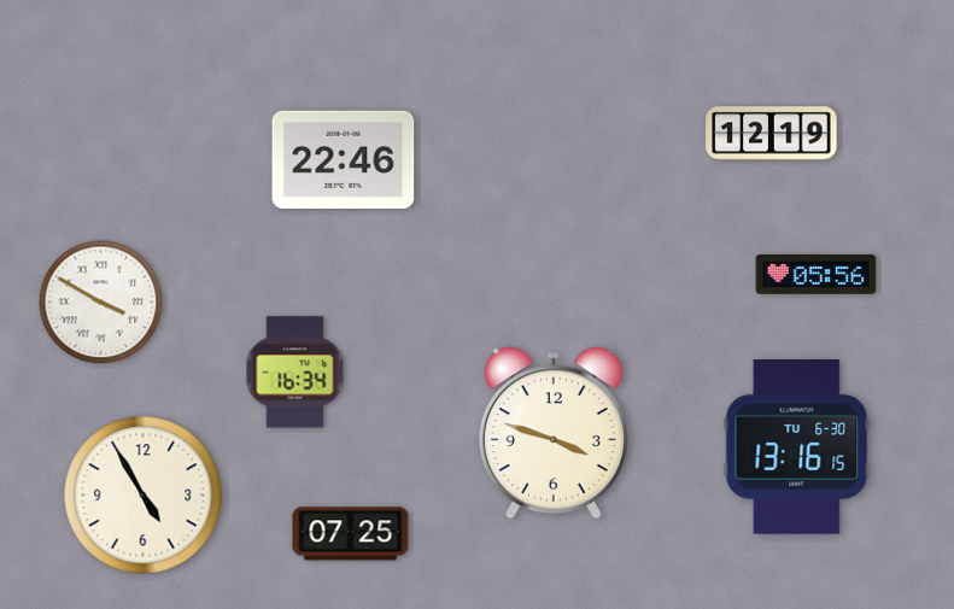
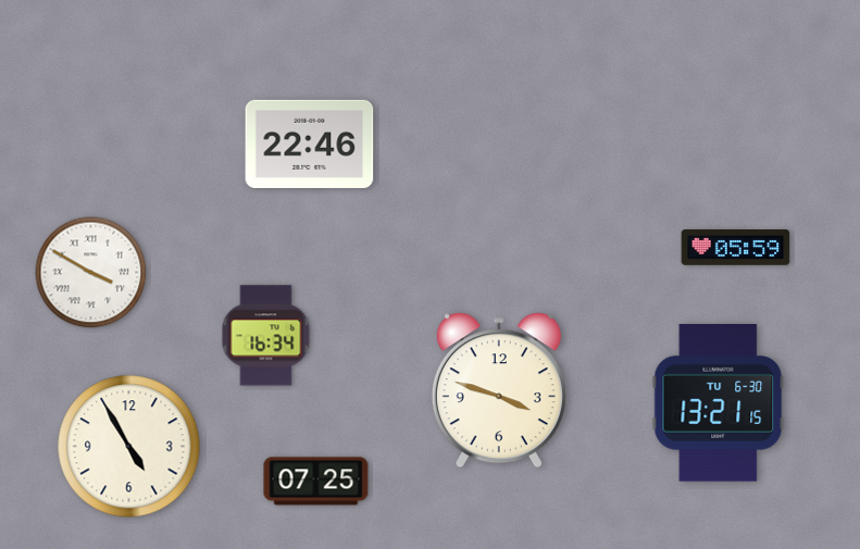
clock at (772, 134): 12:19 -> none
clock at (817, 275): 05:56 -> 05:59
clock at (797, 447): 13:16 -> 13:21
